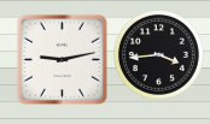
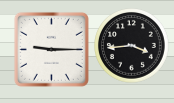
clock at (62, 59): 9:13 -> 9:15
